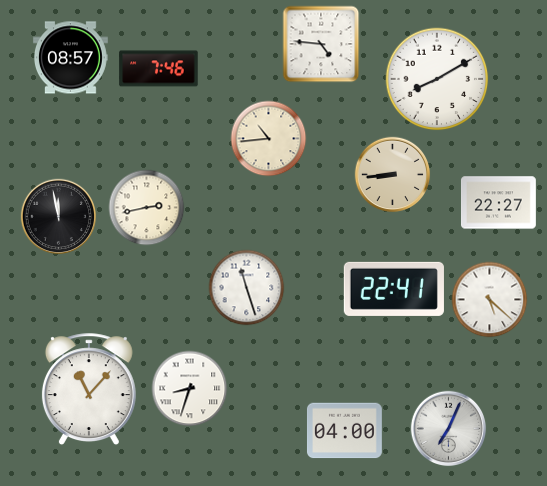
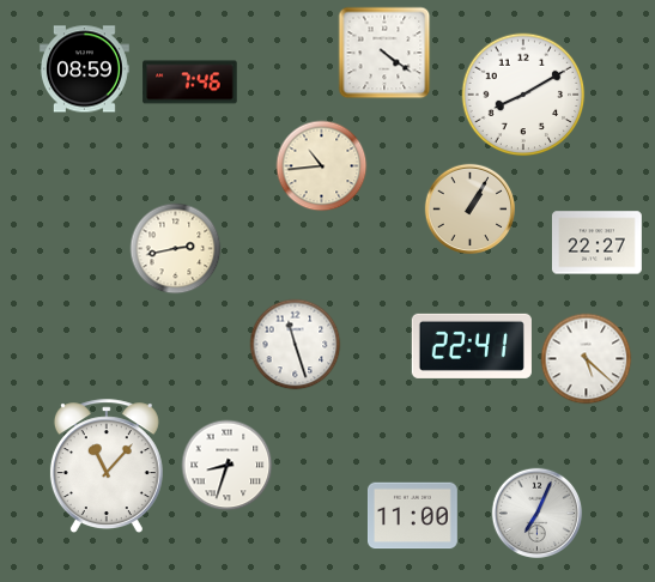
clock at (321, 44): 4:46 -> 4:21
clock at (70, 58): 08:57 -> 08:59
clock at (393, 175): 8:44 -> 1:05
clock at (59, 217): 11:58 -> none
clock at (344, 431): 04:00 -> 11:00
